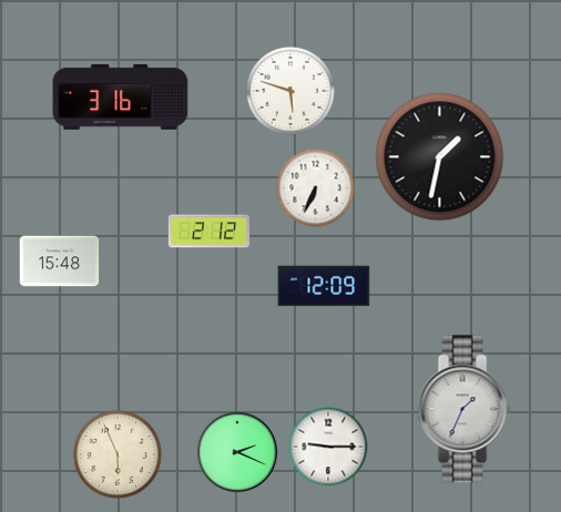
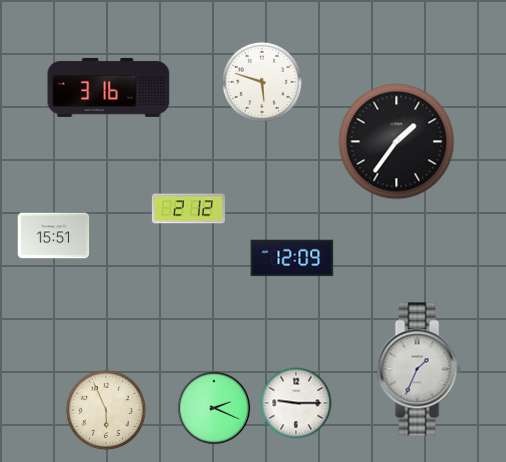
clock at (440, 157): 1:32 -> 1:36
clock at (316, 188): 6:34 -> none
clock at (60, 262): 15:48 -> 15:51
